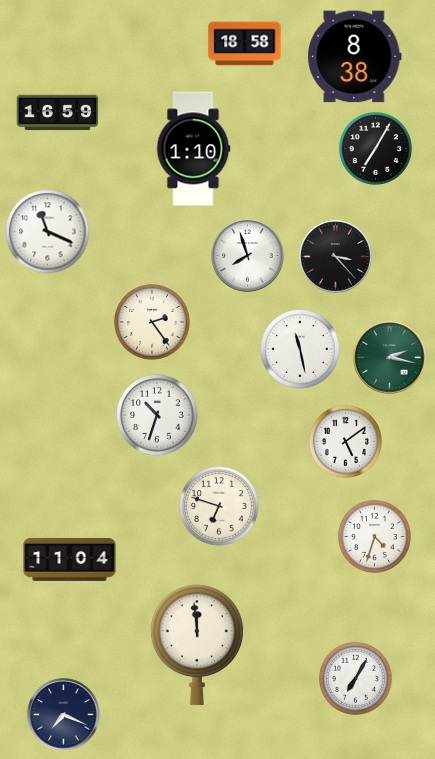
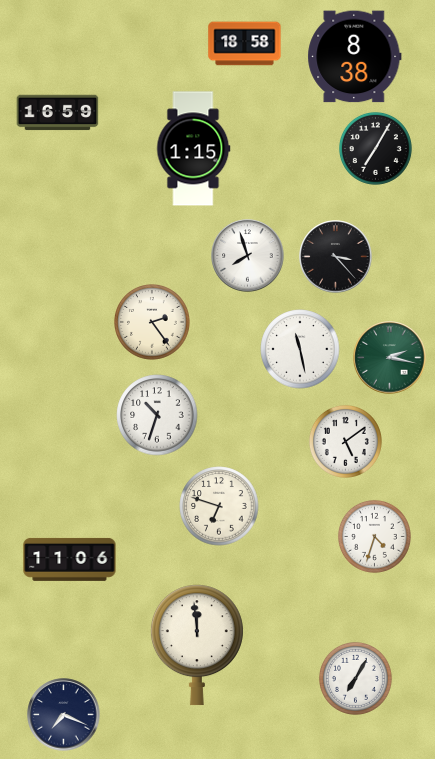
clock at (193, 149): 1:10 -> 1:15
clock at (48, 232): 11:19 -> none
clock at (70, 559): 11:04 -> 11:06
